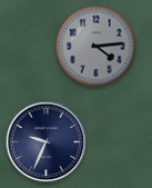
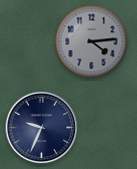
clock at (97, 47) position: (97, 47) -> (92, 42)
